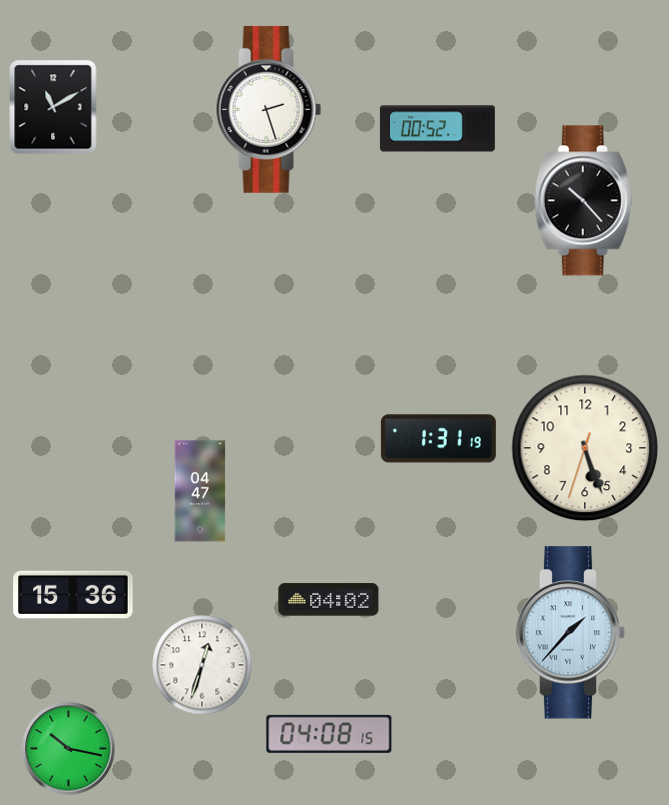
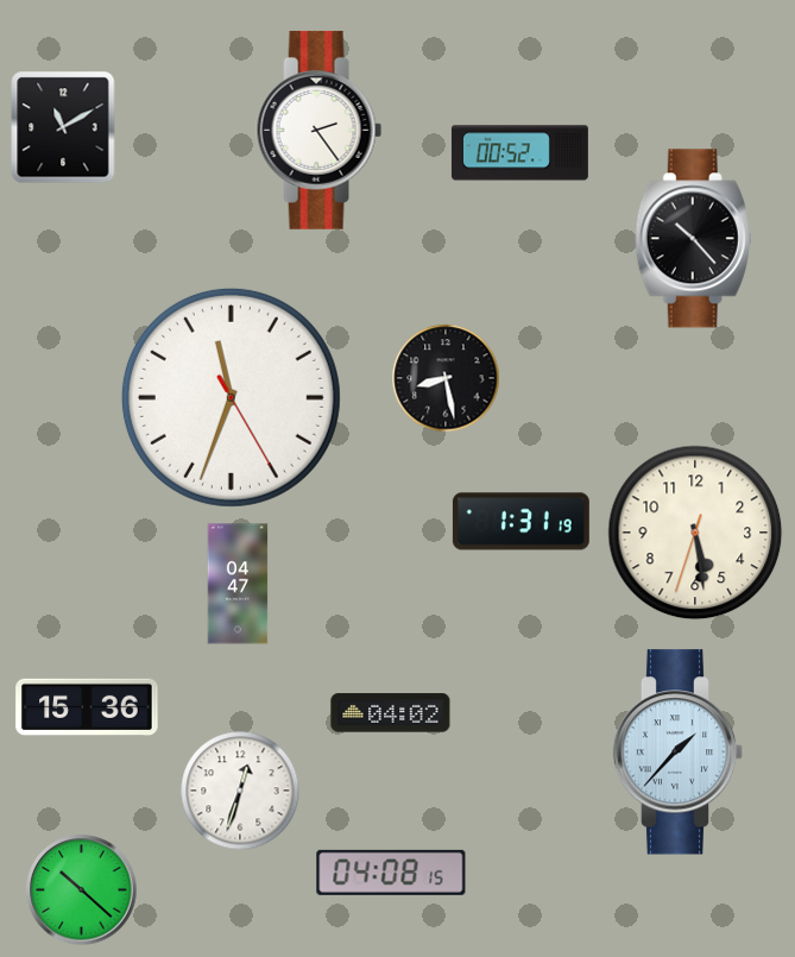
clock at (269, 109): 2:27 -> 2:24
clock at (446, 378): none -> 8:28
clock at (231, 397): none -> 11:33
clock at (585, 448): 5:26 -> 5:28
clock at (69, 749): 10:17 -> 10:22
